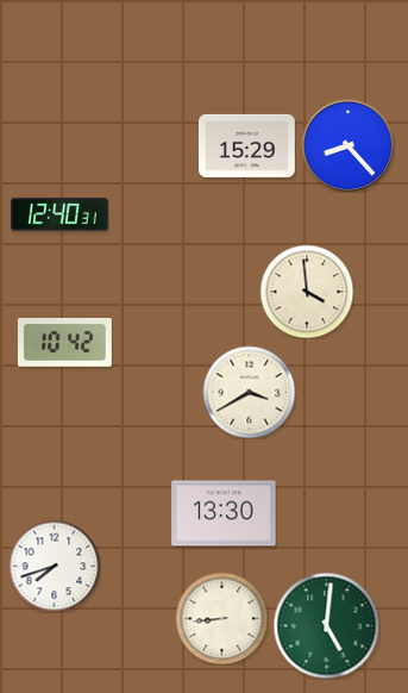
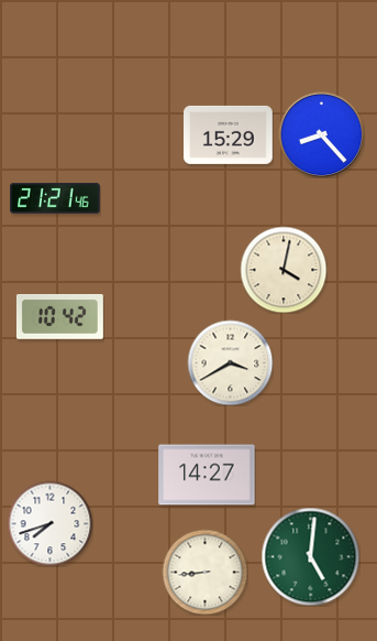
clock at (59, 214): 12:40 -> 21:21
clock at (307, 292): 3:59 -> 4:02
clock at (224, 513): 13:30 -> 14:27
clock at (326, 625) position: (326, 625) -> (310, 556)
